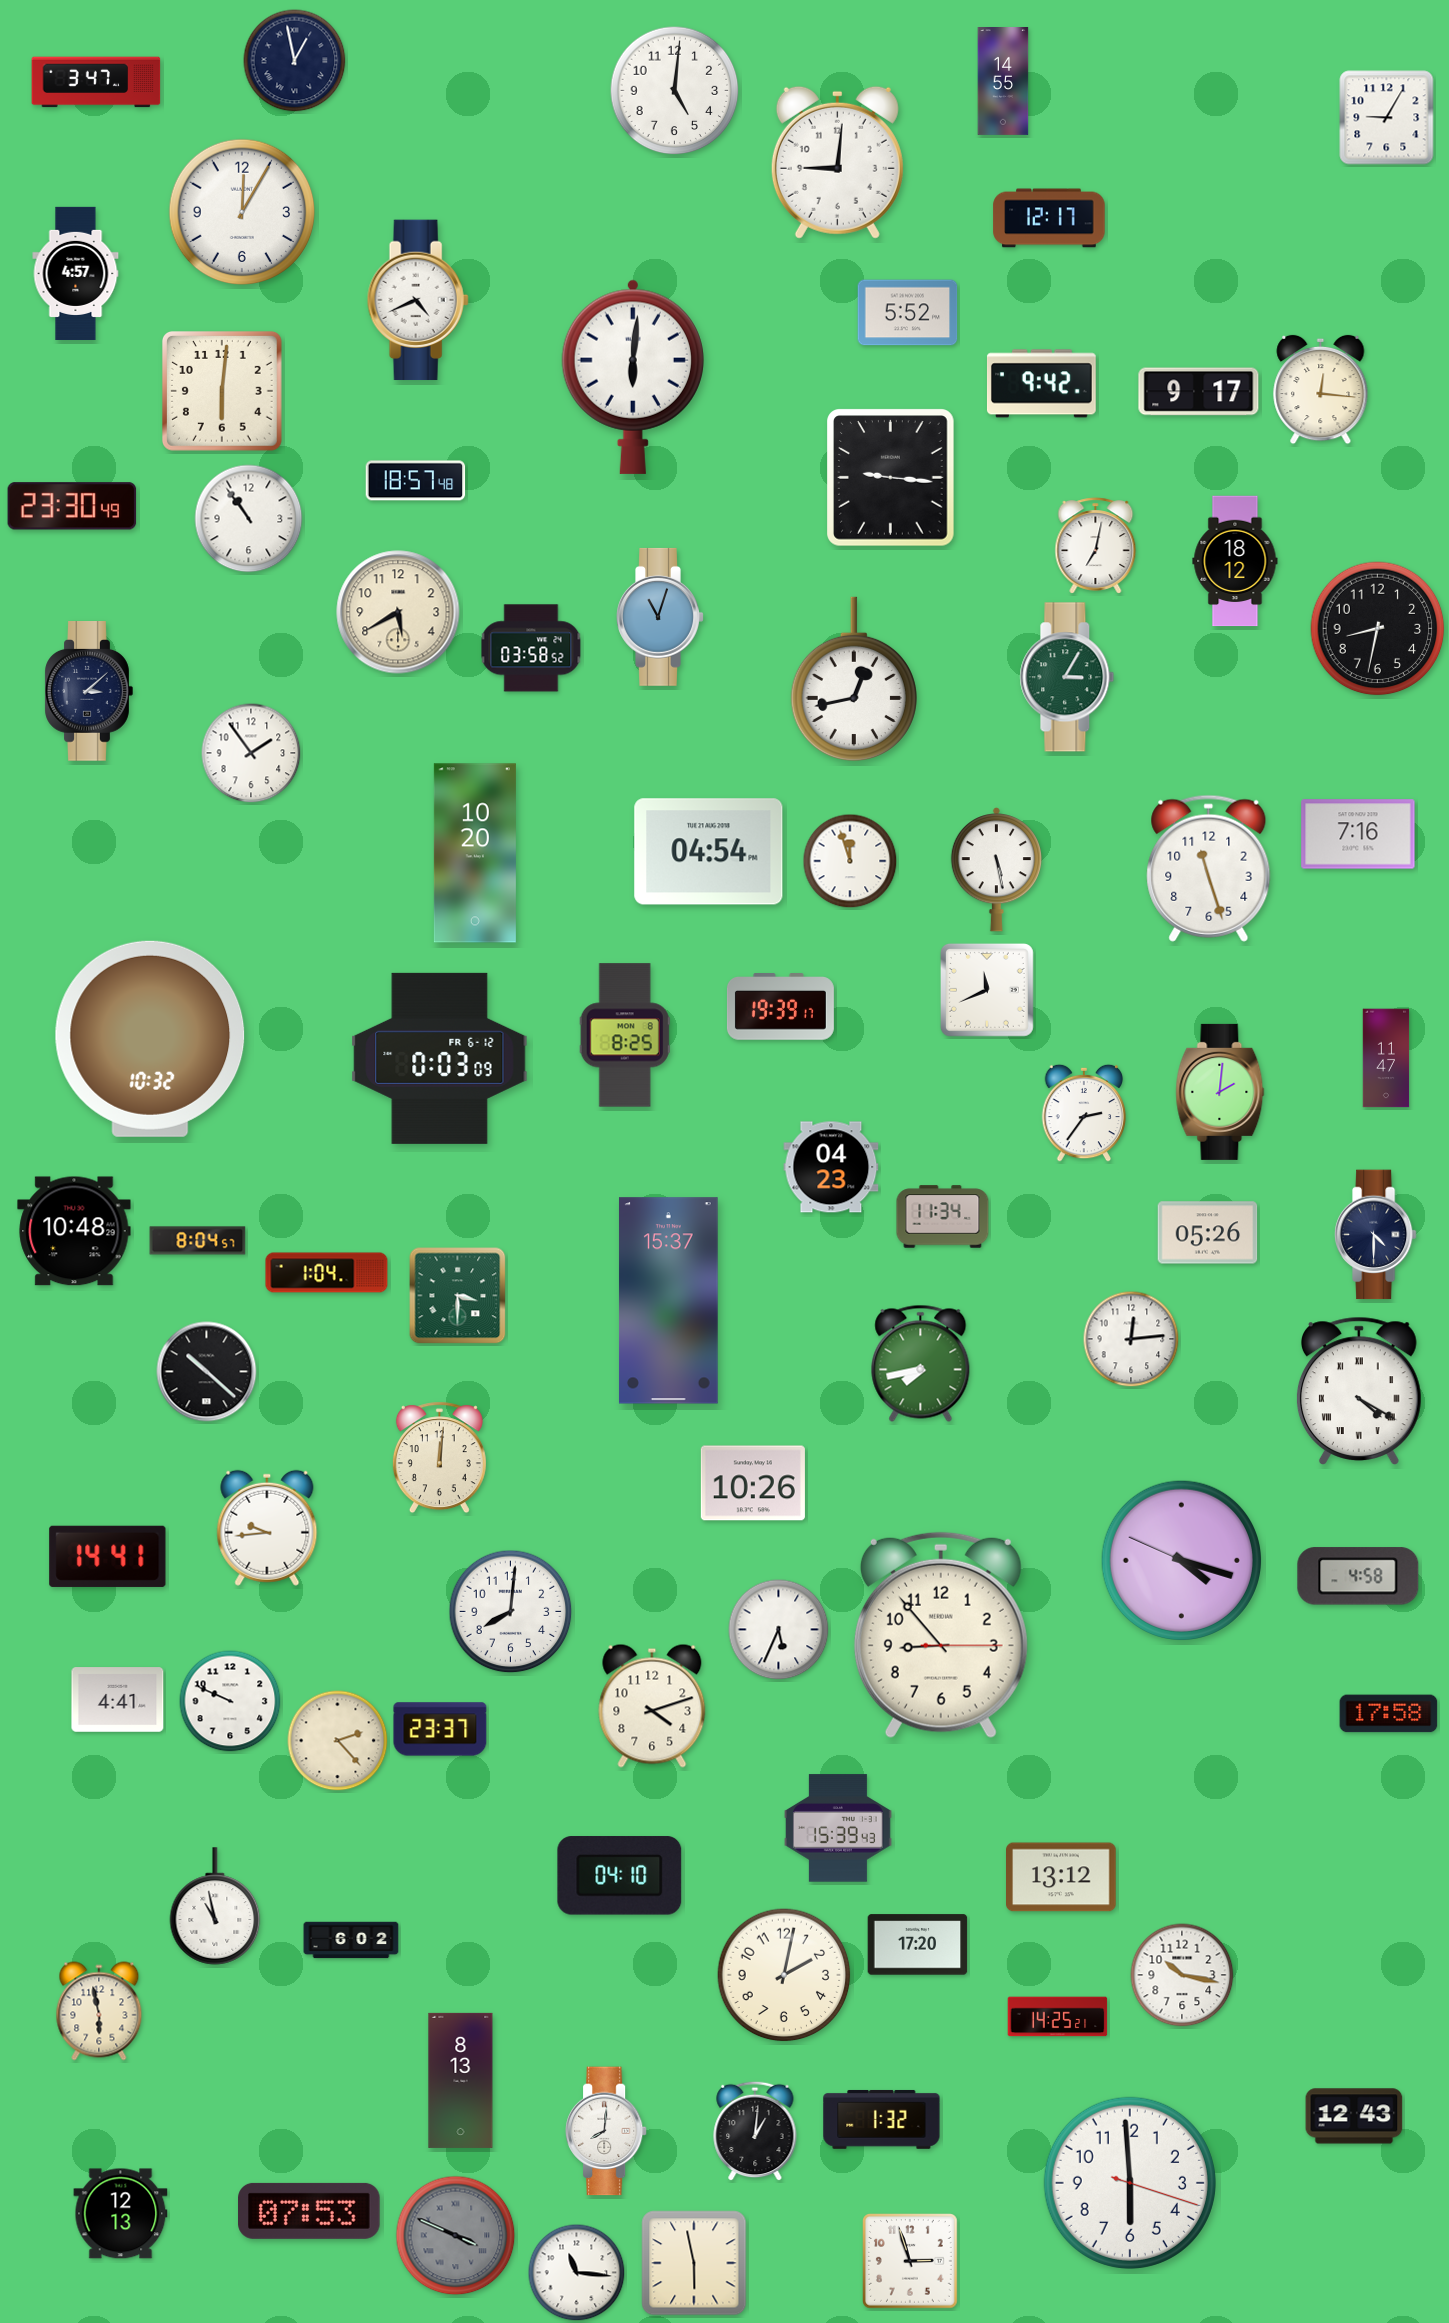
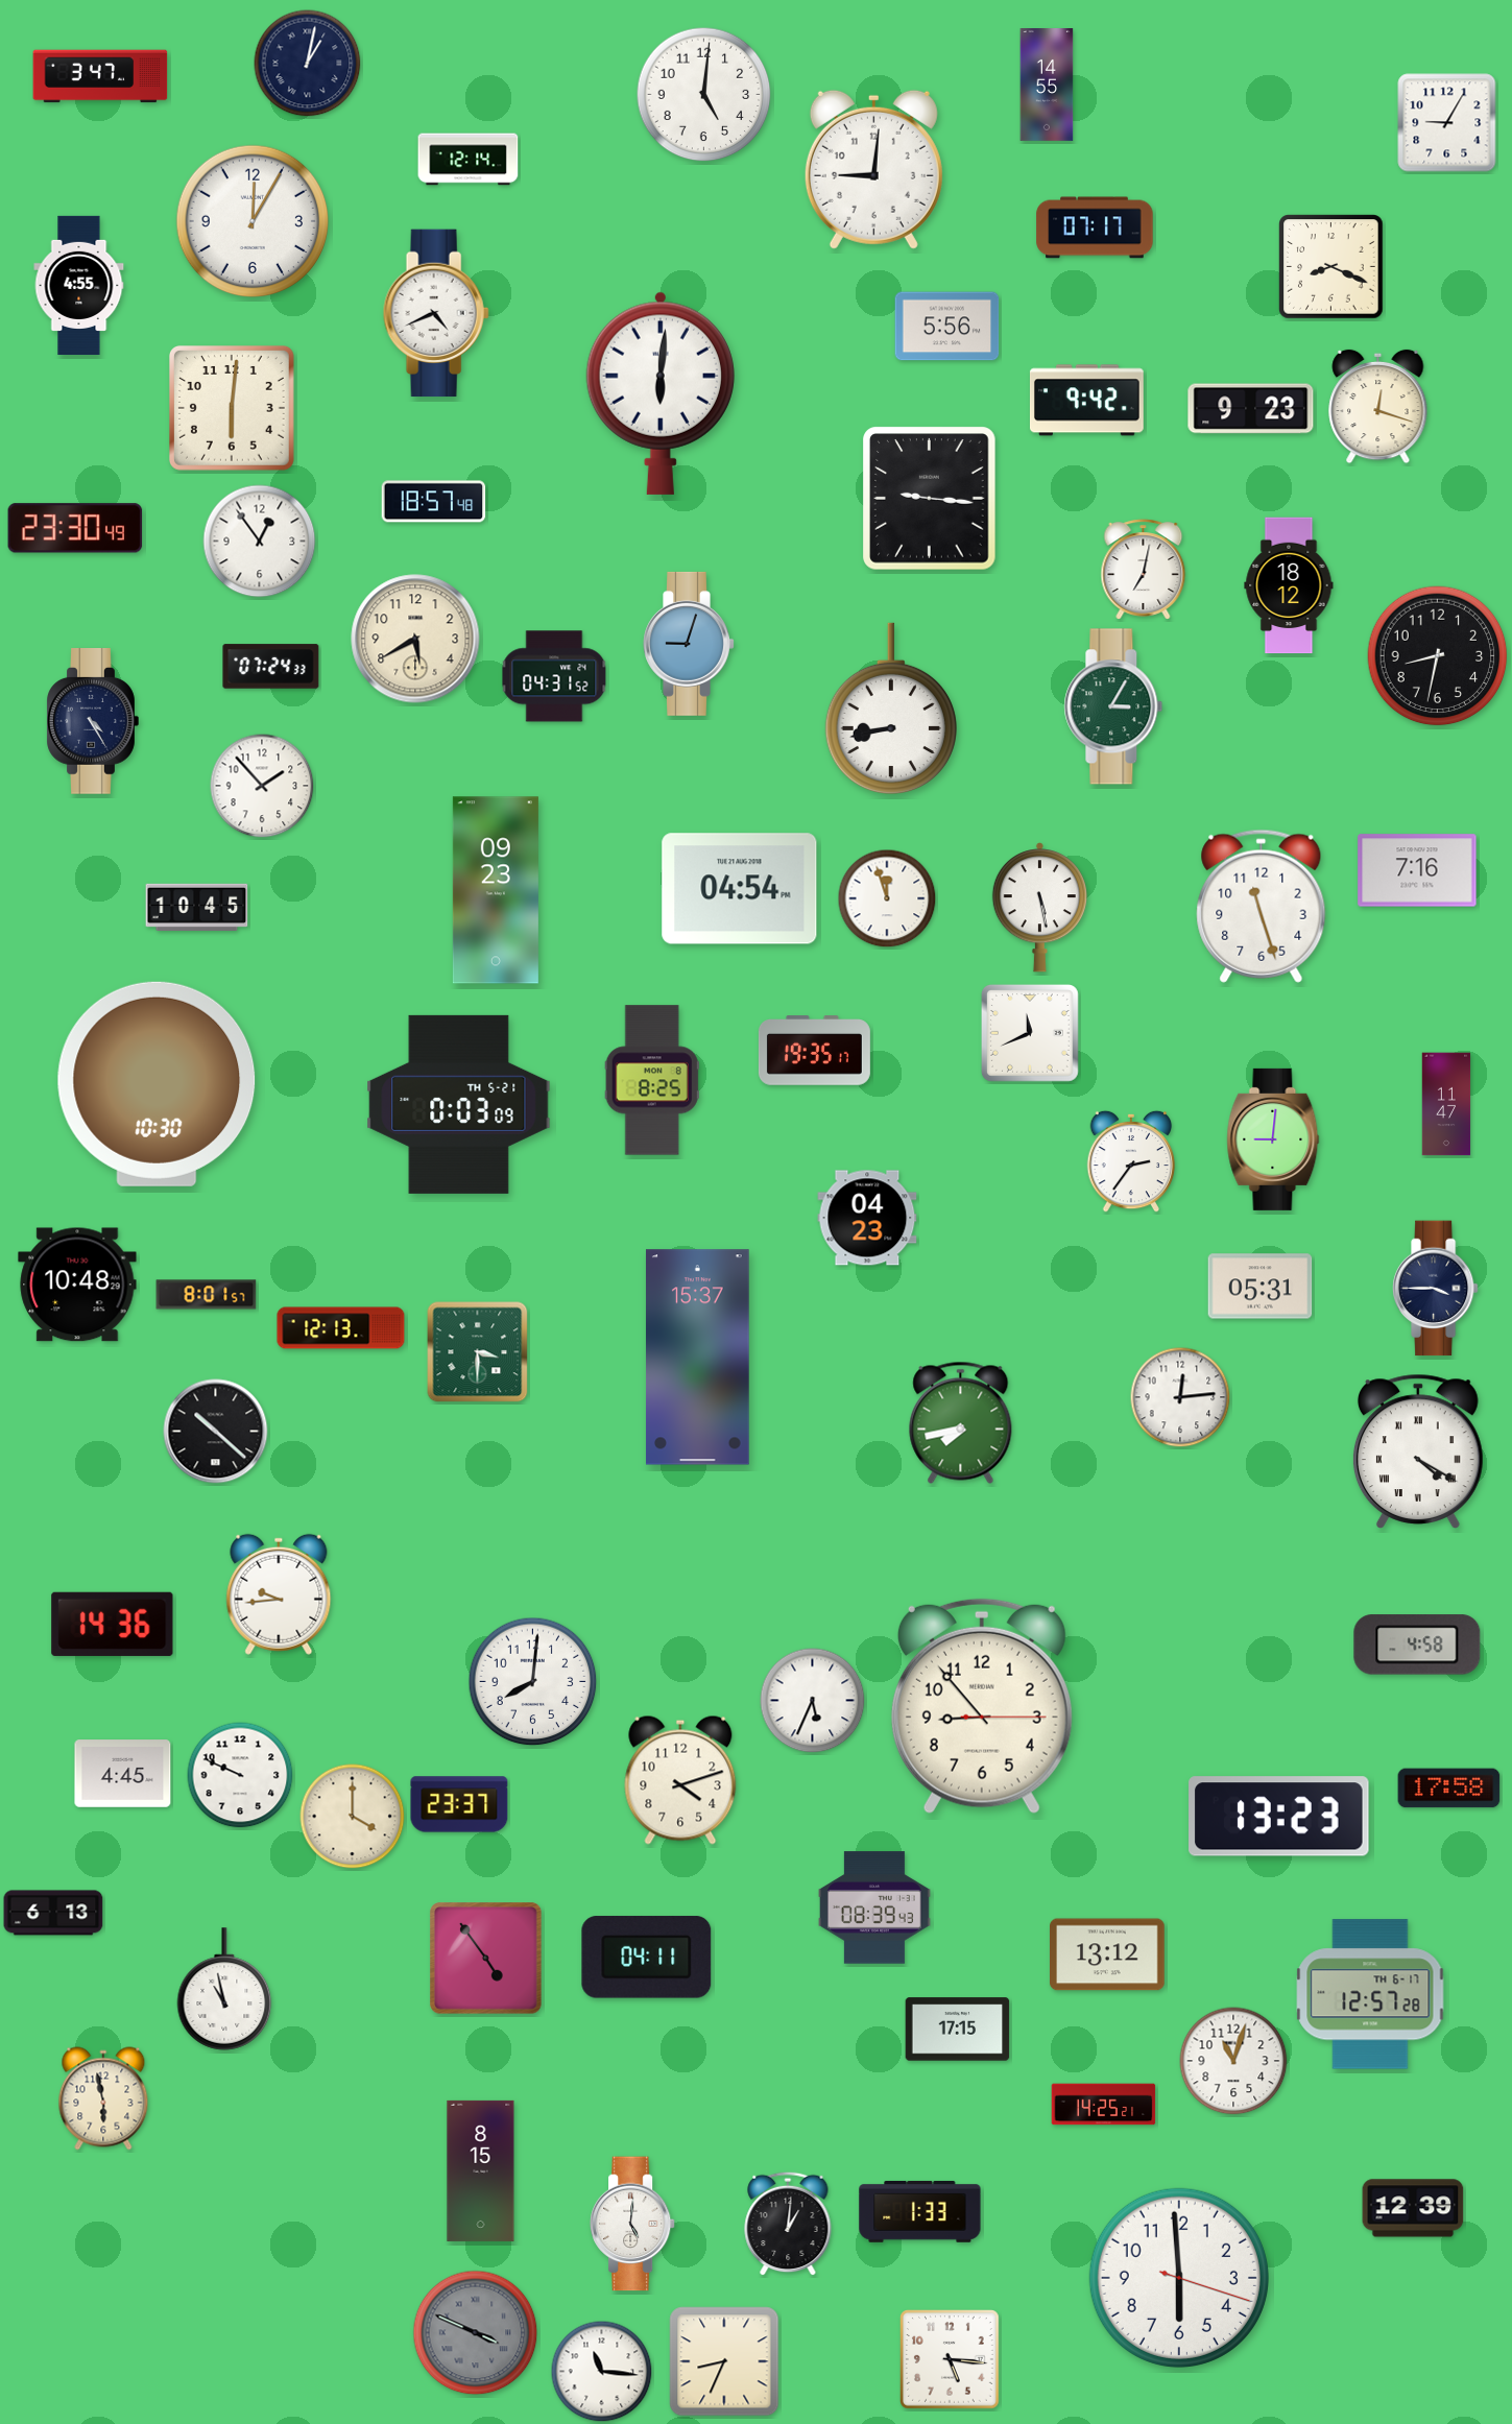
clock at (295, 61): 12:58 -> 1:02
clock at (96, 82) position: (96, 82) -> (100, 76)
clock at (469, 160): none -> 12:14
clock at (1049, 218): 12:17 -> 07:17
clock at (1331, 267): none -> 8:19
clock at (76, 273): 4:57 -> 4:55
clock at (908, 313): 5:52 -> 5:56
clock at (1321, 390): 12:16 -> 12:18
clock at (1199, 392): 9:17 -> 9:23
clock at (249, 519): 10:54 -> 12:54
clock at (660, 617): 11:03 -> 9:03
clock at (271, 667): none -> 07:24
clock at (531, 648): 03:58 -> 04:31
clock at (854, 679): 12:43 -> 8:43
clock at (89, 692): 3:08 -> 4:25
clock at (251, 753): 1:54 -> 1:53
clock at (475, 853): 10:20 -> 09:23
clock at (197, 907): none -> 10:45
clock at (780, 1007): 19:39 -> 19:35
clock at (150, 1039): 10:32 -> 10:30
clock at (440, 1058) date: FR 6-12 -> TH 5-21
clock at (1220, 1092): 2:01 -> 9:01
clock at (943, 1217): 11:34 -> none
clock at (1208, 1233): 05:26 -> 05:31
clock at (1375, 1235): 4:30 -> 3:45
clock at (198, 1241): 8:04 -> 8:01
clock at (327, 1273): 1:04 -> 12:13
clock at (439, 1458): 12:01 -> none
clock at (753, 1483): 10:26 -> none
clock at (108, 1556): 14:41 -> 14:36
clock at (1181, 1560): 4:17 -> none
clock at (118, 1700): 4:41 -> 4:45
clock at (338, 1741): 2:23 -> 4:00
clock at (1279, 1817): none -> 13:23
clock at (838, 1828): 15:39 -> 08:39
clock at (53, 1913): none -> 6:13
clock at (620, 1876): 04:10 -> 04:11
clock at (486, 1959): none -> 4:54
clock at (1062, 1877) position: (1062, 1877) -> (1108, 1954)
clock at (1370, 1994): none -> 12:57
clock at (351, 1940): 6:02 -> none
clock at (918, 1945): 17:20 -> 17:15
clock at (784, 1975): 2:02 -> none
clock at (1182, 1975): 10:17 -> 11:03
clock at (461, 2080): 8:13 -> 8:15
clock at (1354, 2116): 12:43 -> 12:39
clock at (882, 2120): 1:32 -> 1:33
clock at (606, 2131): 8:01 -> 5:01
clock at (309, 2211): 07:53 -> none
clock at (121, 2214): 12:13 -> none
clock at (911, 2262): 2:57 -> 5:16
clock at (694, 2263): 5:58 -> 8:34
